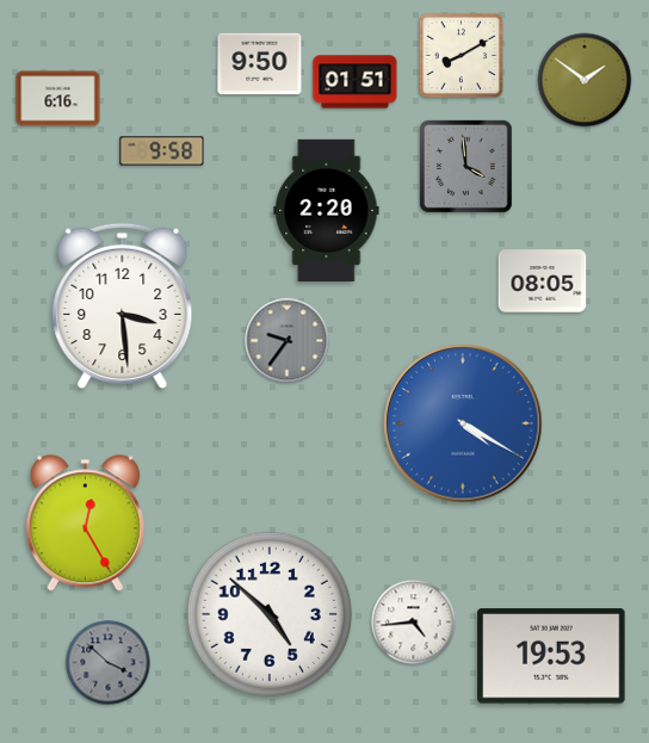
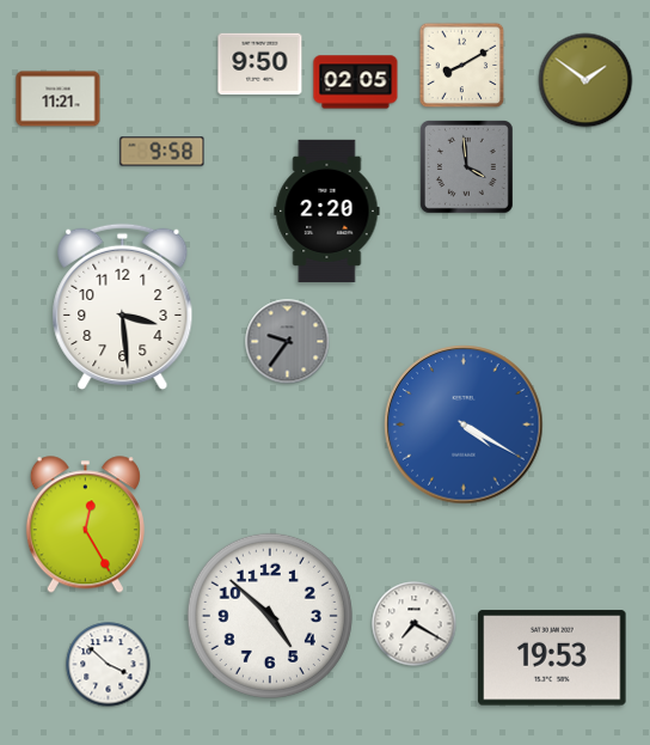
clock at (462, 56) position: (462, 56) -> (462, 66)
clock at (356, 82): 01:51 -> 02:05
clock at (58, 99): 6:16 -> 11:21
clock at (543, 281): 08:05 -> none
clock at (414, 623): 4:44 -> 7:20
clock at (109, 663) dial: grey -> white
